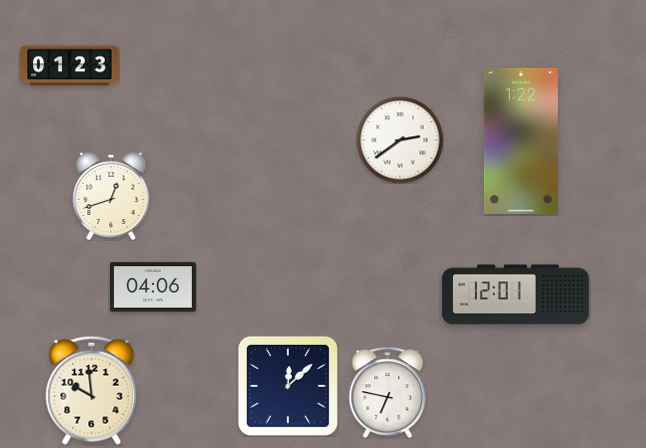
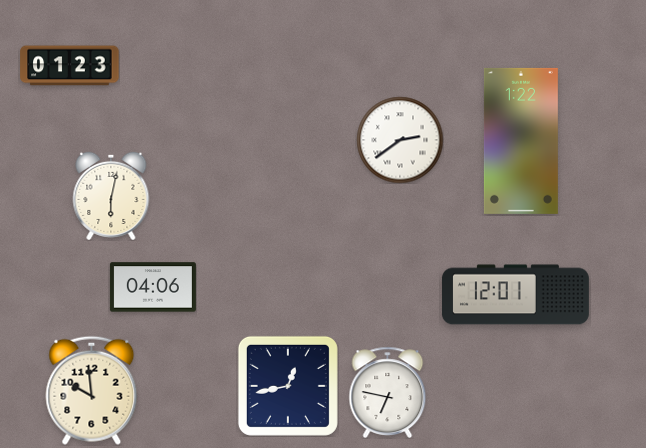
clock at (111, 196): 12:42 -> 6:02
clock at (288, 386): 12:08 -> 12:43
